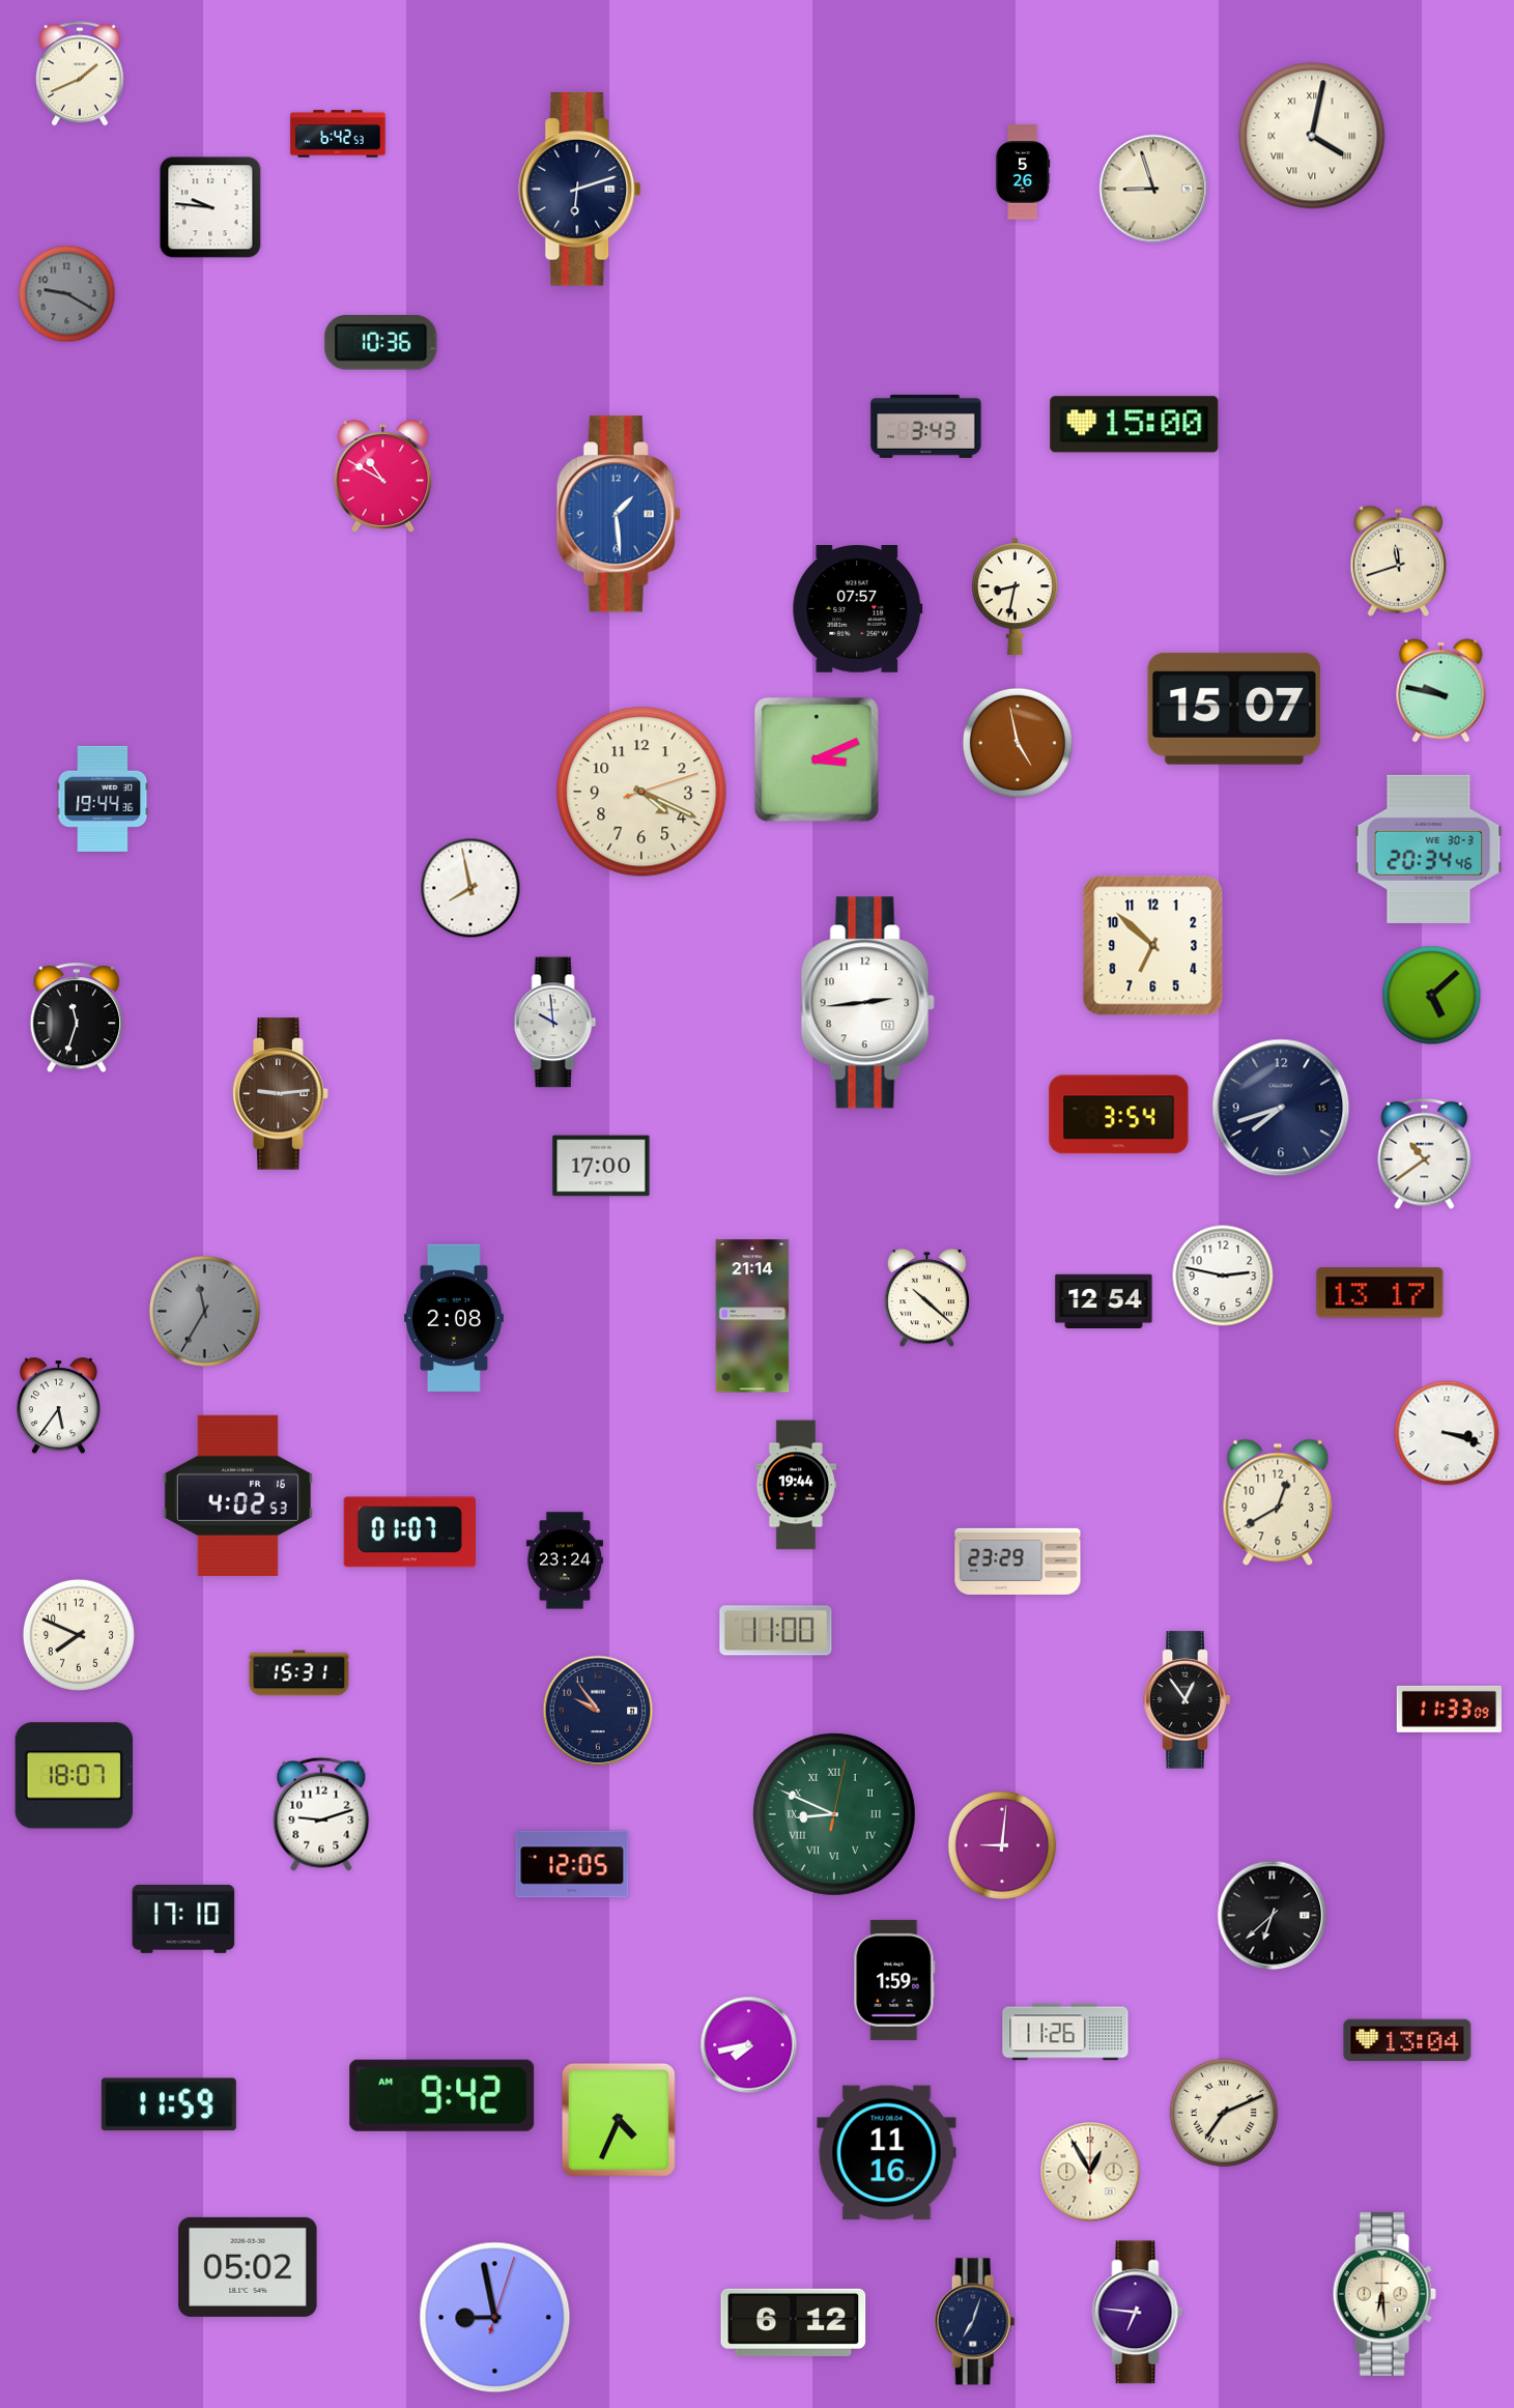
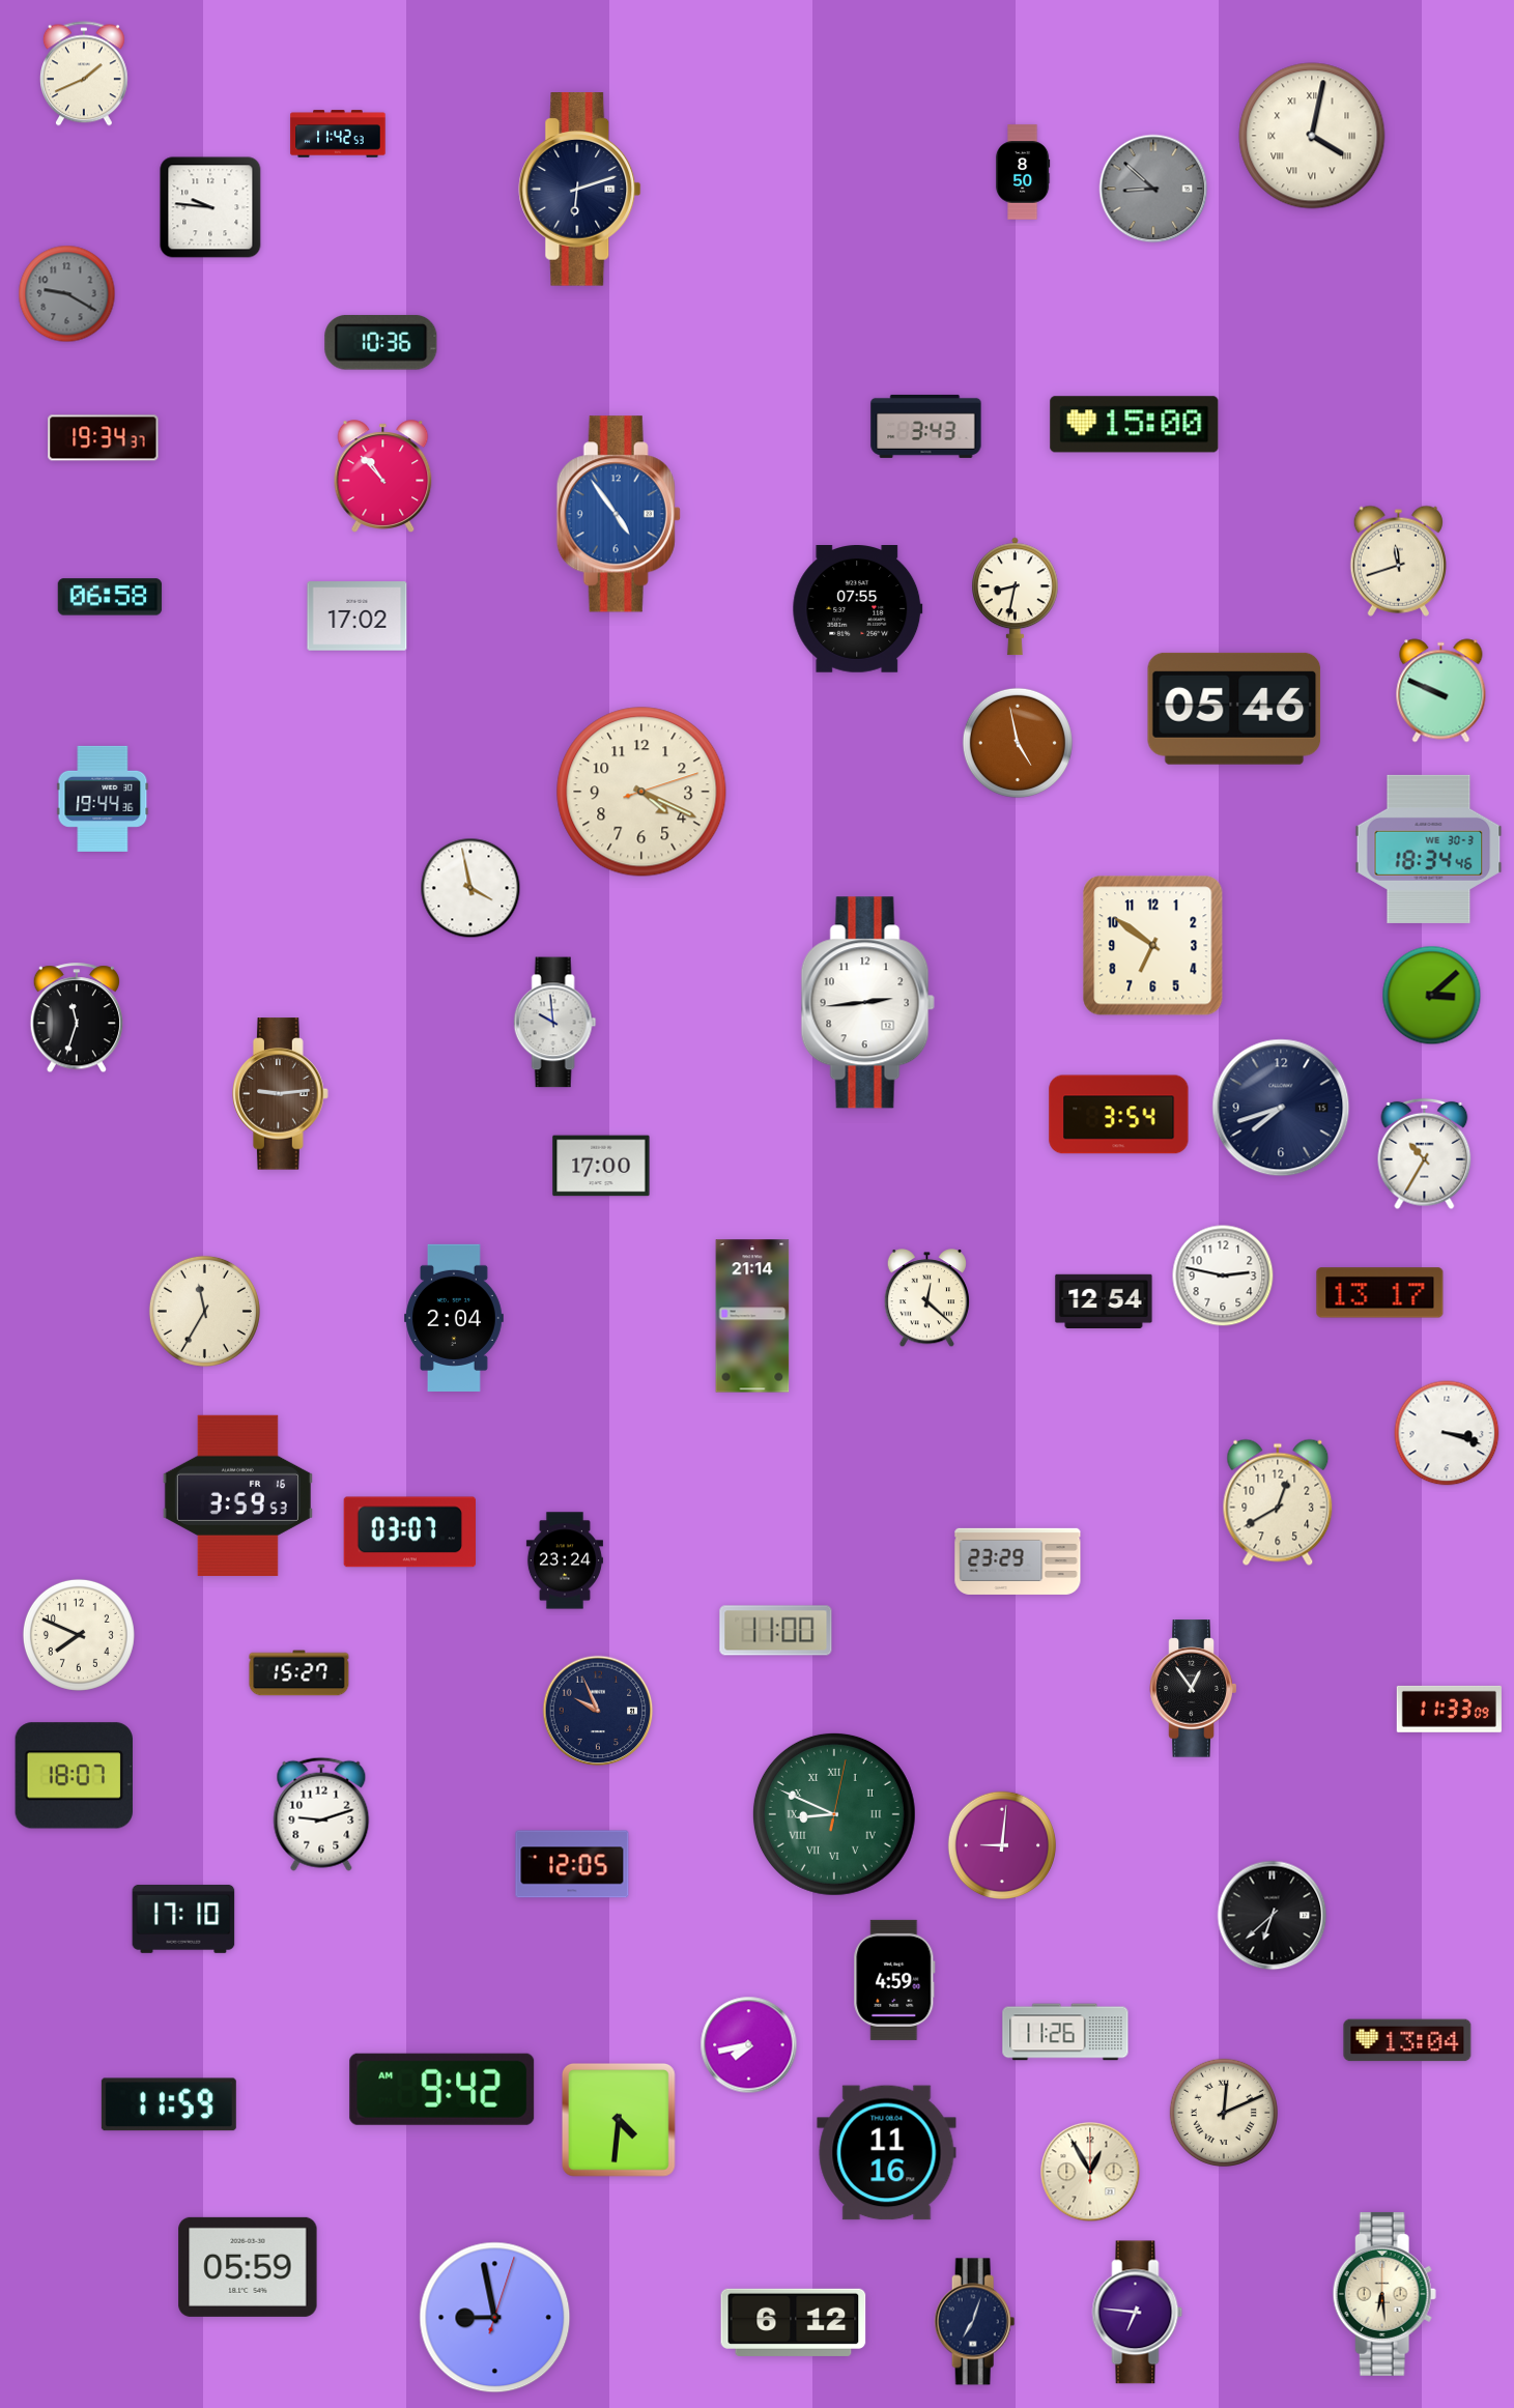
clock at (80, 74) position: (80, 74) -> (84, 74)
clock at (338, 134): 6:42 -> 11:42
clock at (1023, 172): 5:26 -> 8:50
clock at (1153, 189): 8:57 -> 8:52
clock at (1153, 189) dial: cream -> grey
clock at (104, 438): none -> 19:34
clock at (383, 477): 10:50 -> 10:53
clock at (619, 514): 1:29 -> 4:54
clock at (110, 597): none -> 06:58
clock at (858, 609): 07:57 -> 07:55
clock at (358, 617): none -> 17:02
clock at (1441, 691): 9:47 -> 9:49
clock at (1234, 709): 15:07 -> 05:46
clock at (817, 759): 3:11 -> none
clock at (1429, 849): 20:34 -> 18:34
clock at (470, 888): 7:58 -> 3:58
clock at (1153, 946): 6:52 -> 6:51
clock at (1432, 996): 5:08 -> 3:08
clock at (1425, 1154): 10:39 -> 10:35
clock at (926, 1298): 10:22 -> 12:22
clock at (204, 1311) dial: grey -> cream
clock at (455, 1318): 2:08 -> 2:04
clock at (58, 1406): 5:36 -> none
clock at (796, 1485): 19:44 -> none
clock at (237, 1495): 4:02 -> 3:59
clock at (409, 1532): 01:07 -> 03:07
clock at (299, 1673): 15:31 -> 15:27
clock at (1188, 1700) position: (1188, 1700) -> (1194, 1689)
clock at (598, 1711): 9:54 -> 9:56
clock at (894, 1980): 1:59 -> 4:59
clock at (442, 2095) position: (442, 2095) -> (442, 2089)
clock at (1223, 2112): 7:11 -> 12:11
clock at (620, 2121): 4:34 -> 4:31
clock at (248, 2267): 05:02 -> 05:59
